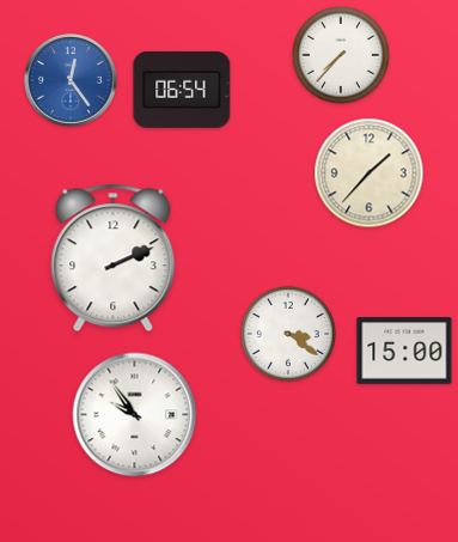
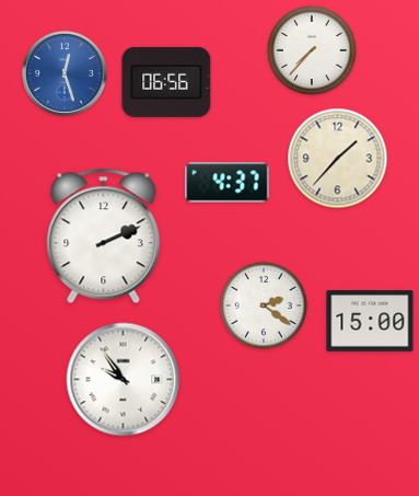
clock at (72, 81): 12:24 -> 12:27
clock at (182, 90): 06:54 -> 06:56
clock at (228, 183): none -> 4:37
clock at (288, 334): 3:21 -> 2:21
